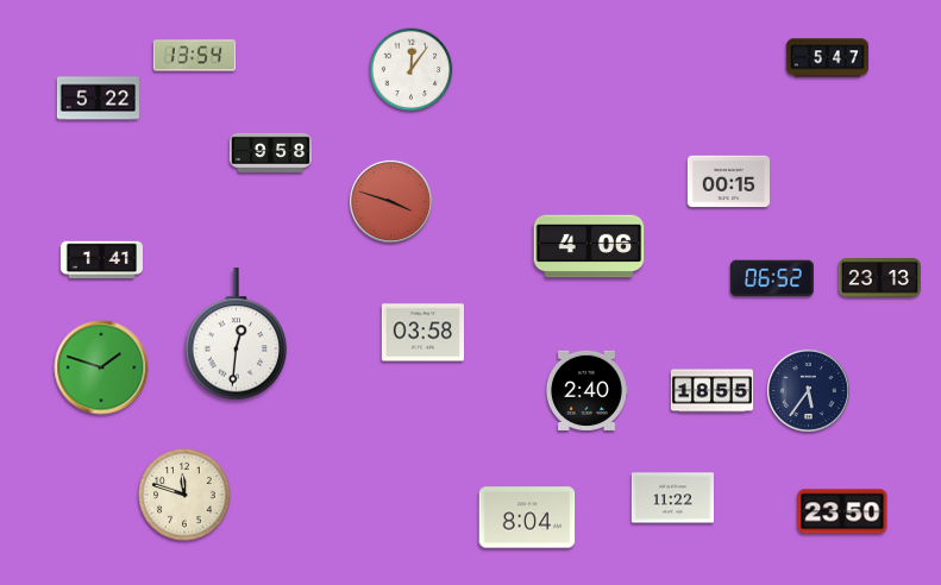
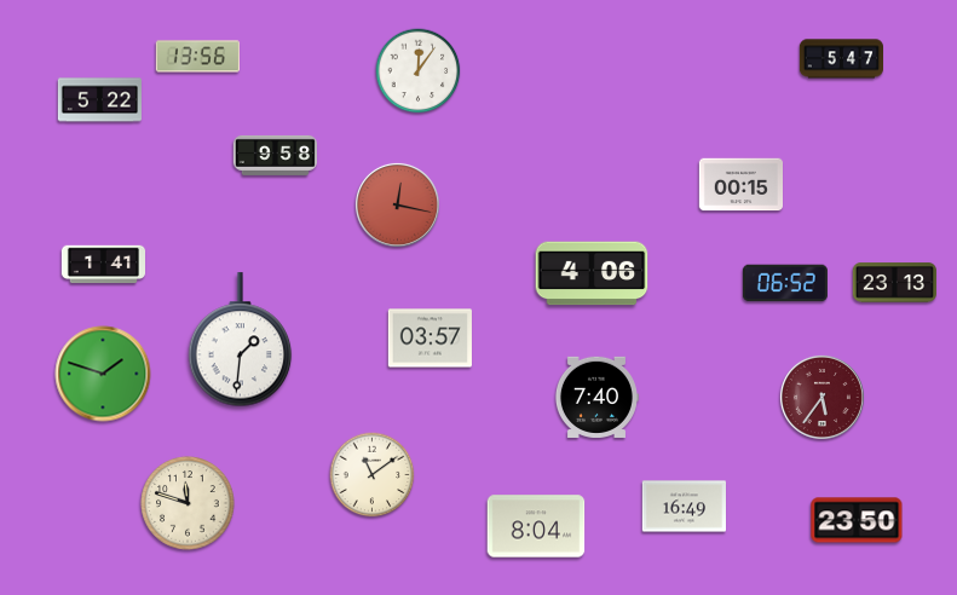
clock at (194, 56): 13:54 -> 13:56
clock at (390, 201): 3:48 -> 12:17
clock at (589, 246) position: (589, 246) -> (592, 273)
clock at (422, 333): 03:58 -> 03:57
clock at (237, 334): 12:31 -> 1:31
clock at (586, 390): 2:40 -> 7:40
clock at (808, 390) dial: navy -> burgundy
clock at (711, 391): 18:55 -> none
clock at (373, 475): none -> 11:09
clock at (672, 498): 11:22 -> 16:49
